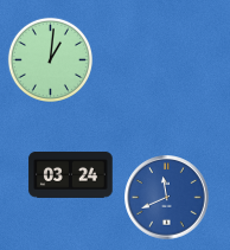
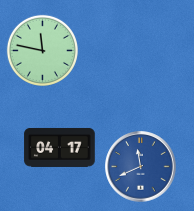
clock at (50, 59): 1:01 -> 11:47
clock at (71, 174): 03:24 -> 04:17
